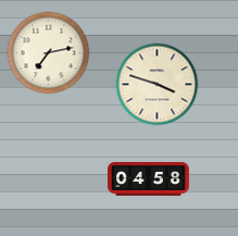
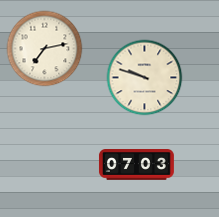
clock at (158, 85): 3:48 -> 9:48
clock at (148, 179): 04:58 -> 07:03
